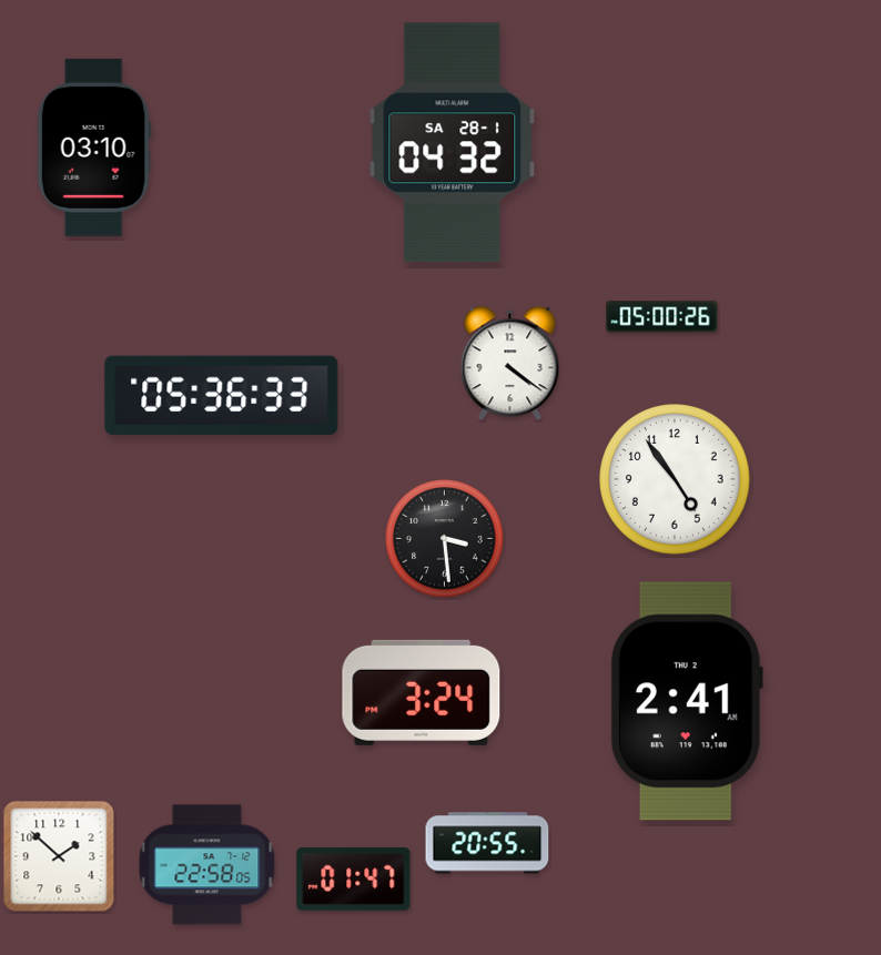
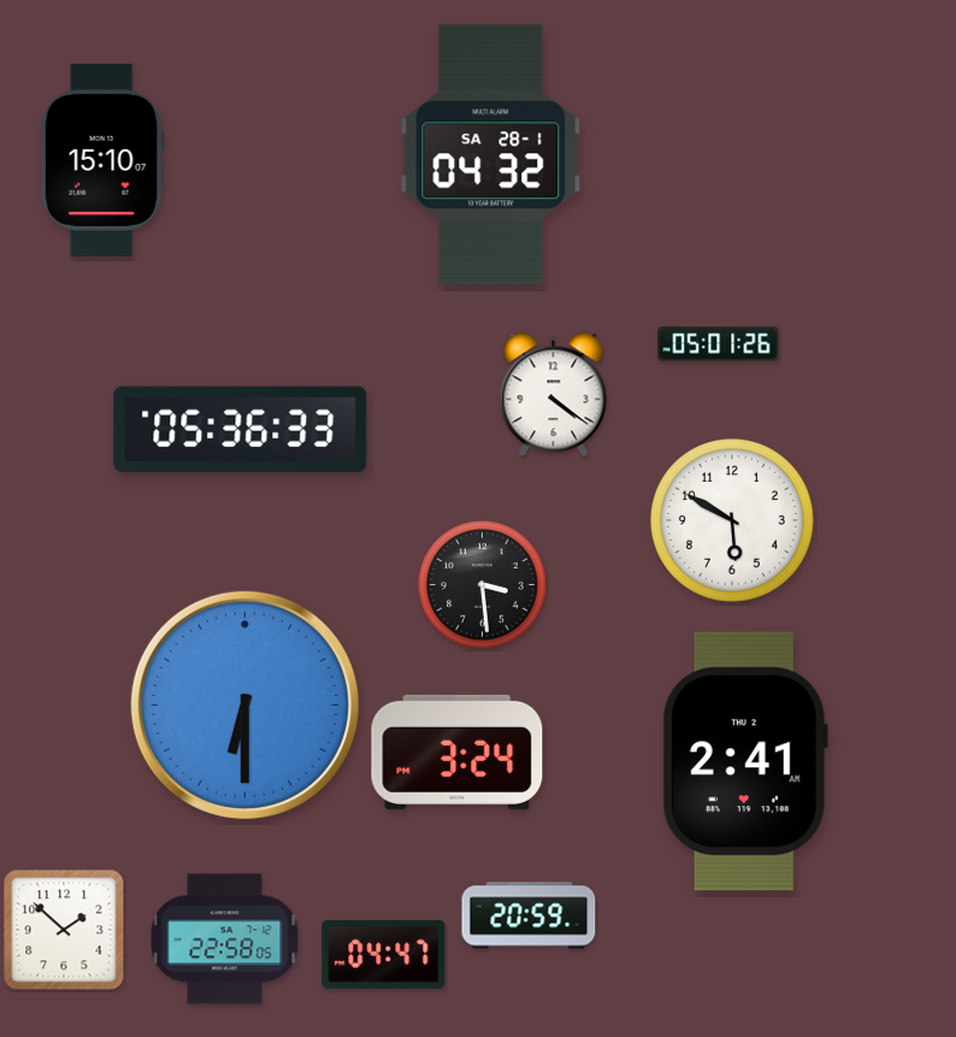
clock at (94, 148): 03:10 -> 15:10
clock at (662, 317): 05:00 -> 05:01
clock at (676, 480): 4:54 -> 5:50
clock at (244, 705): none -> 6:30
clock at (487, 843): 20:55 -> 20:59
clock at (354, 878): 01:47 -> 04:47
